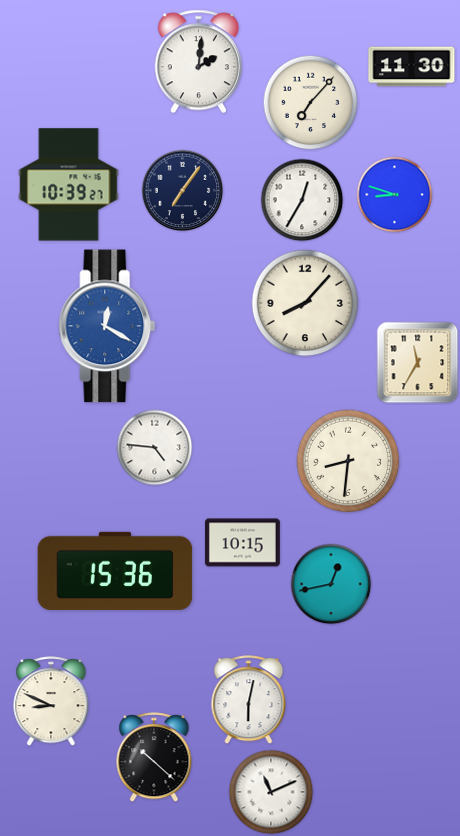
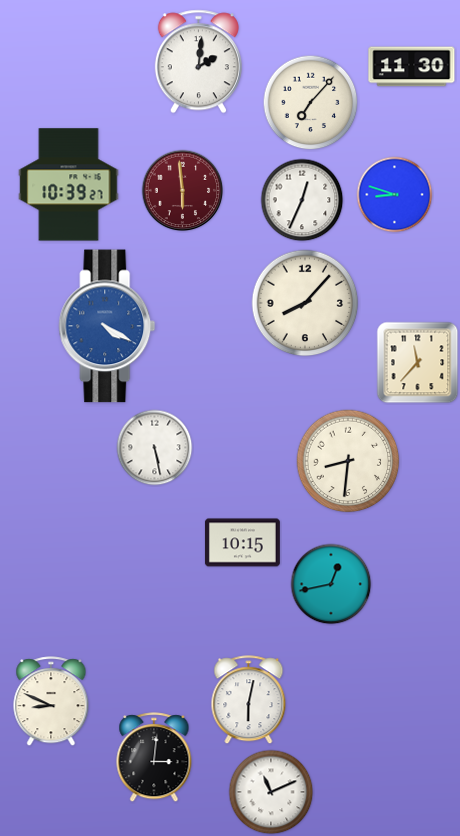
clock at (183, 191): 7:06 -> 5:59
clock at (183, 191) dial: navy -> burgundy
clock at (302, 200): 12:35 -> 12:34
clock at (107, 326): 12:20 -> 4:20
clock at (418, 363): 11:35 -> 11:37
clock at (155, 448): 4:46 -> 5:28
clock at (115, 571): 15:36 -> none
clock at (154, 758): 10:22 -> 3:01
